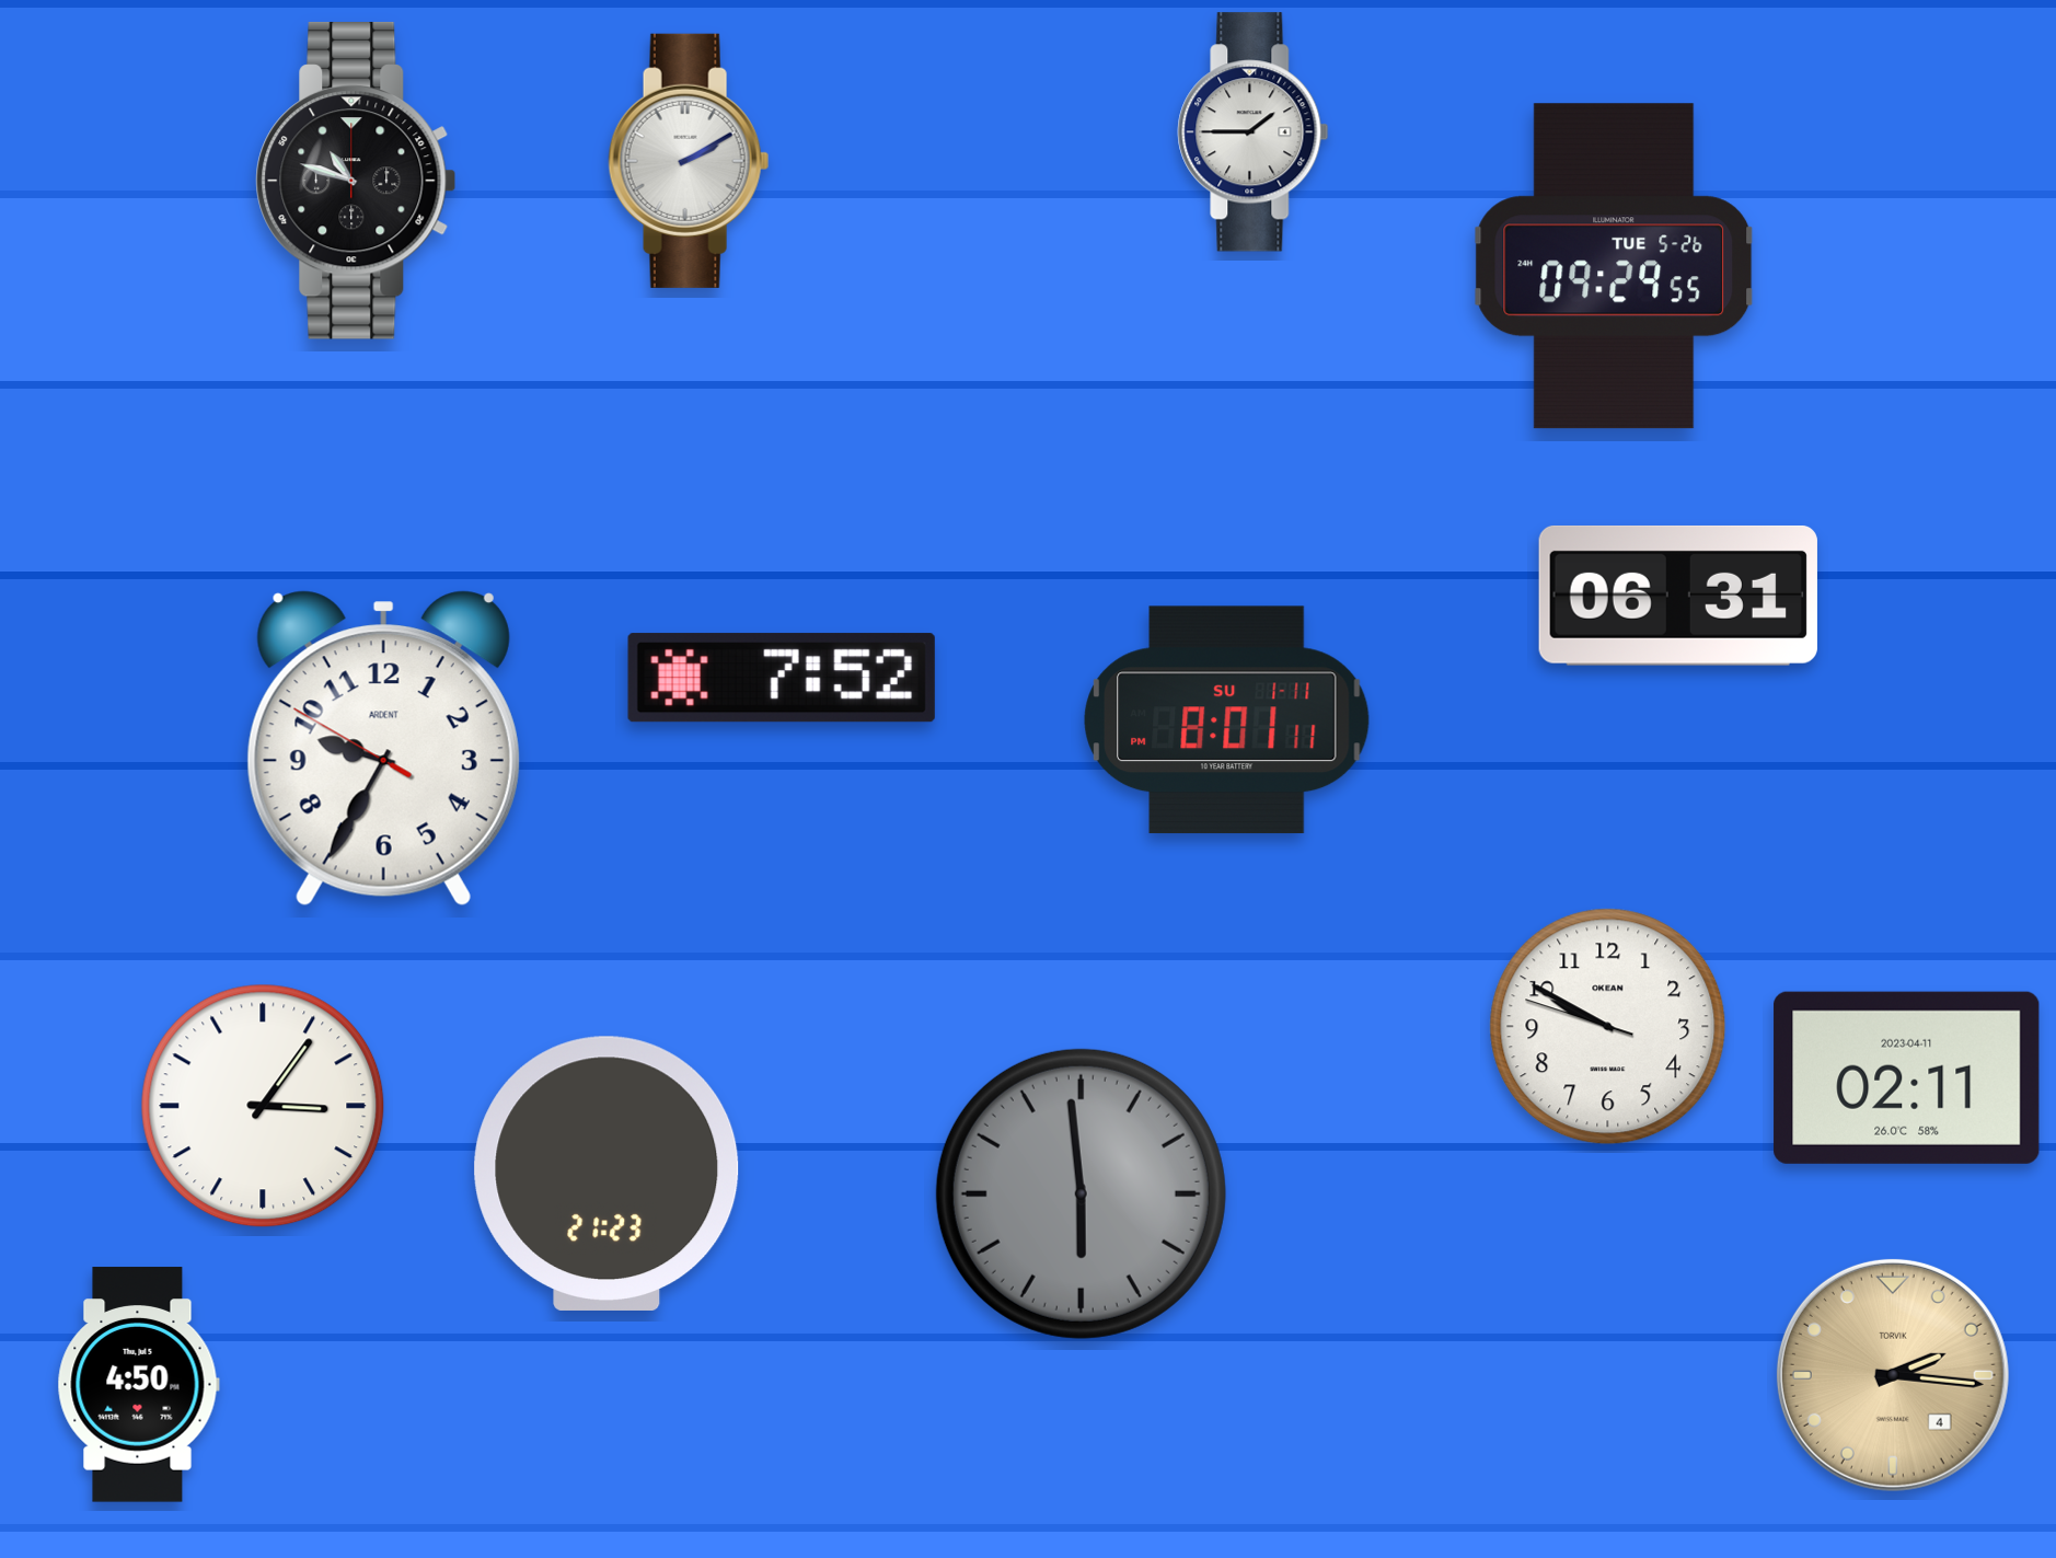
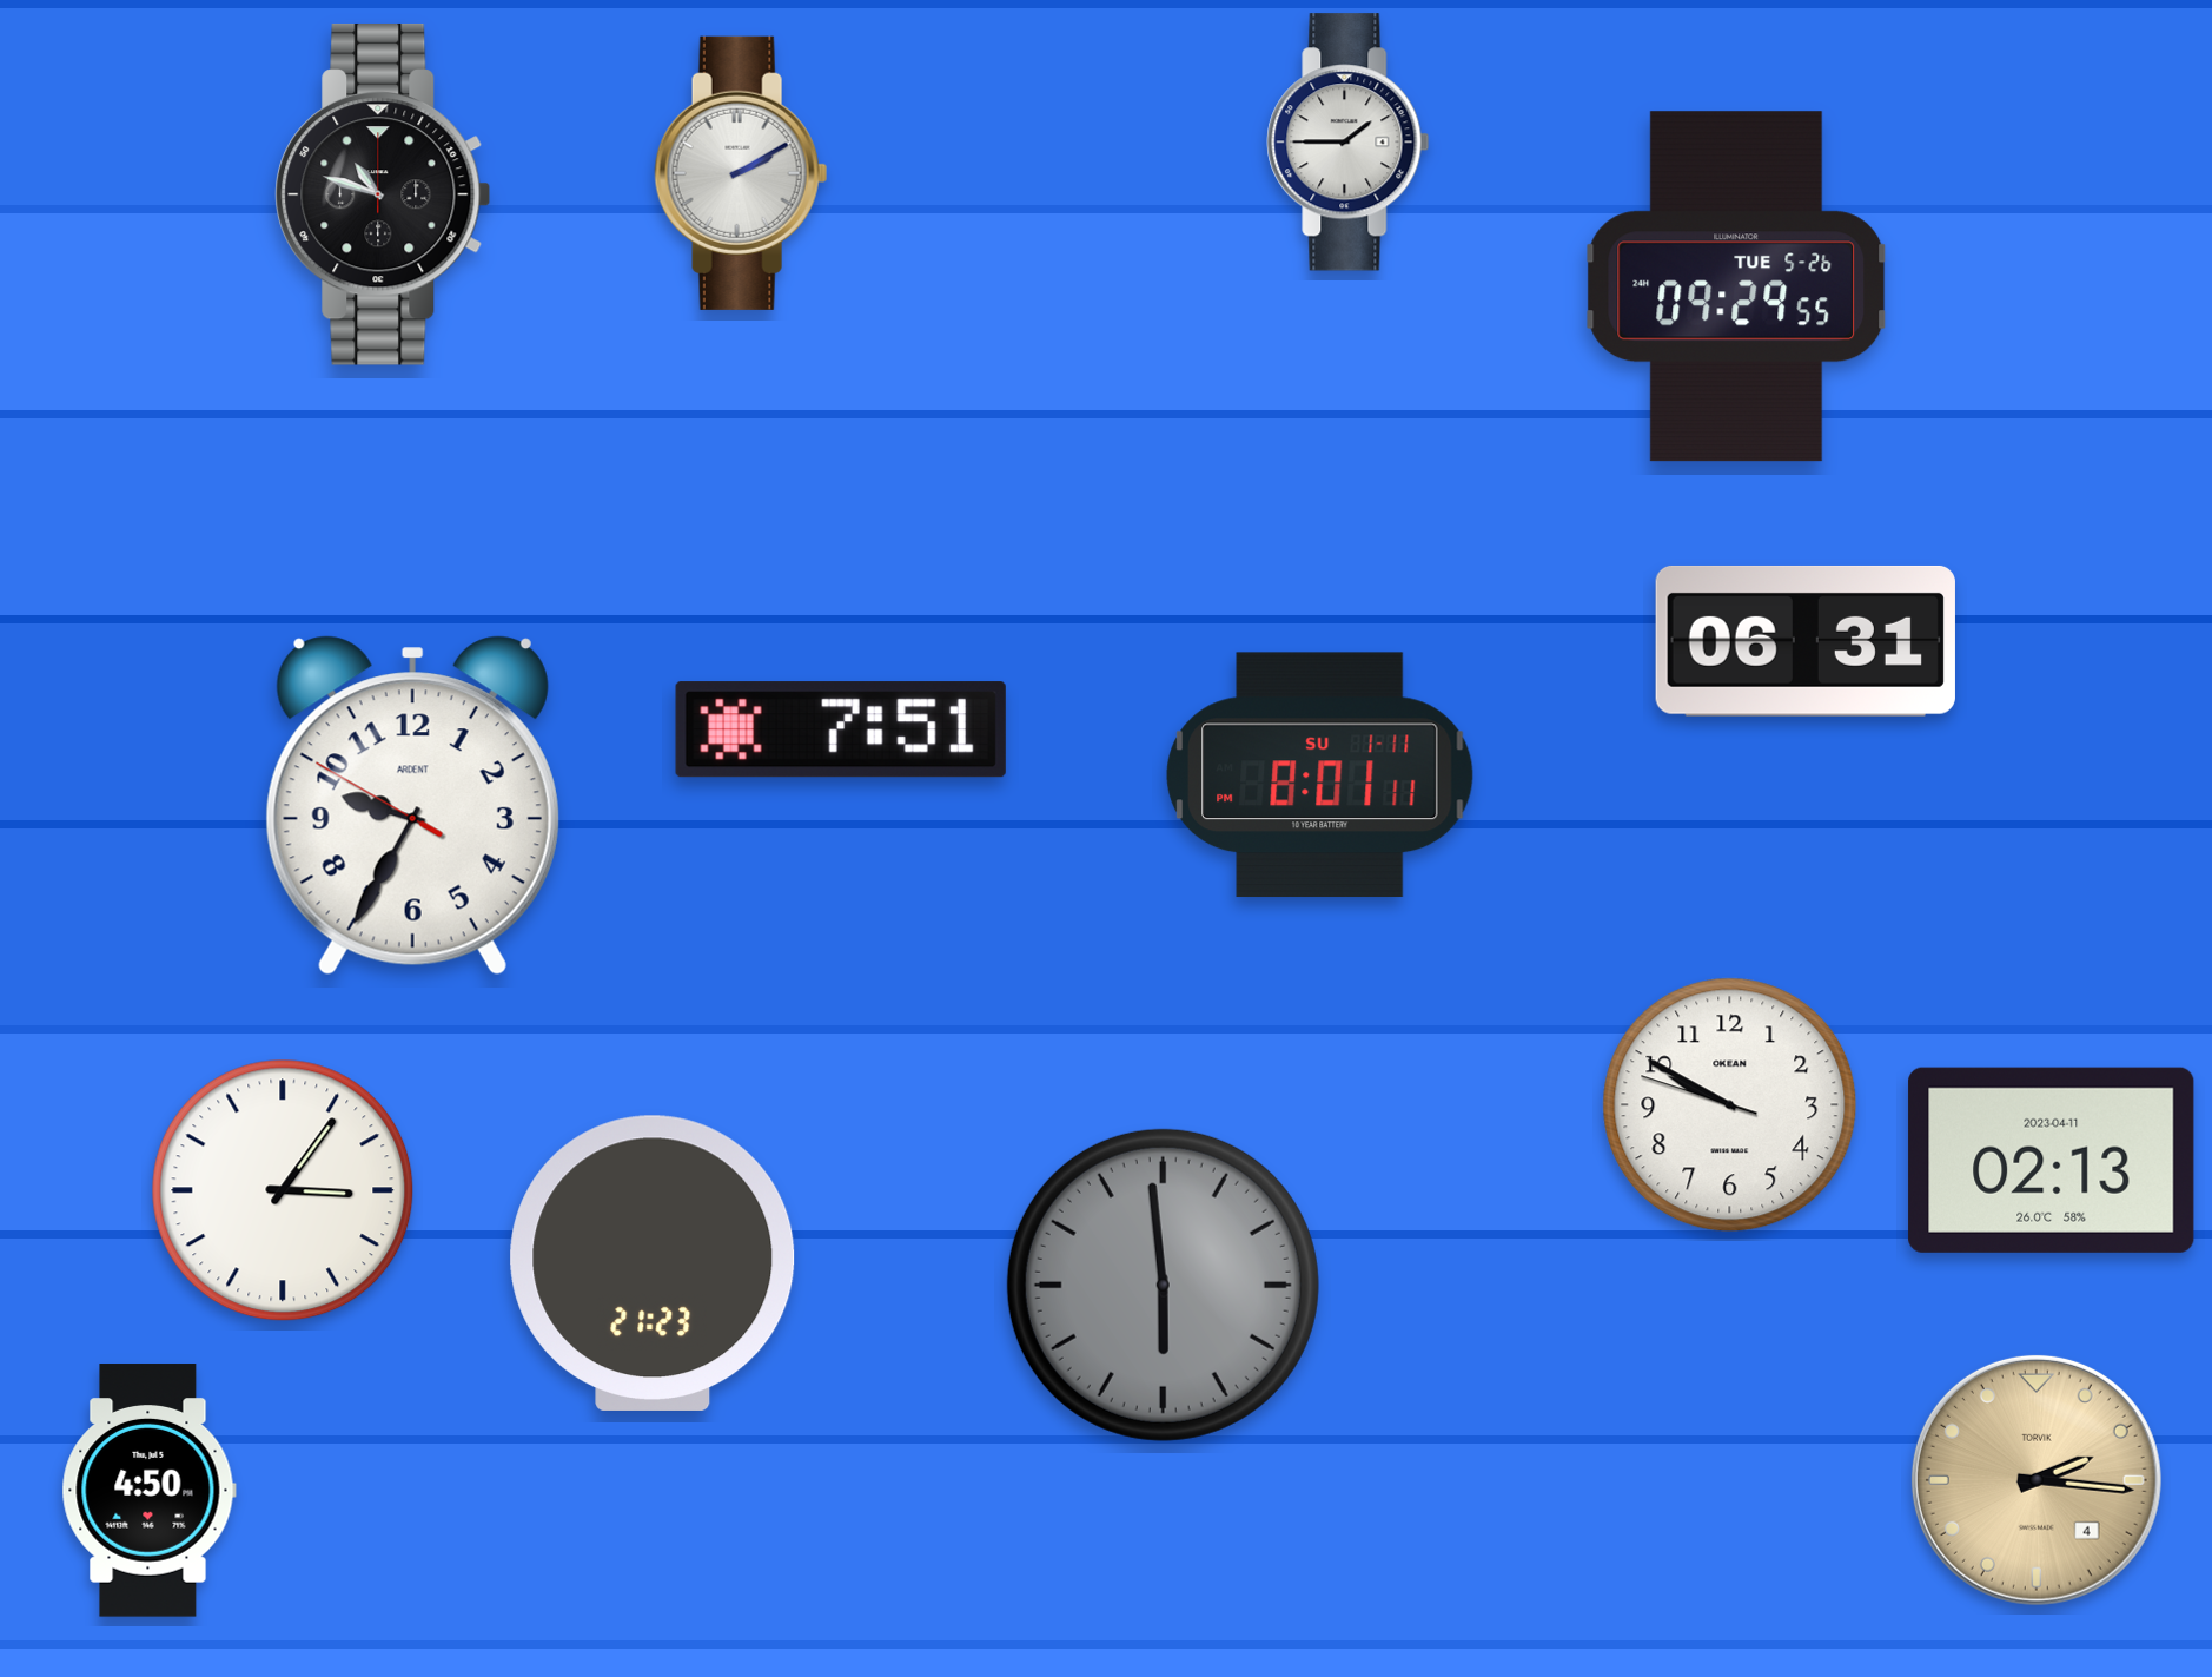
clock at (782, 678): 7:52 -> 7:51
clock at (1907, 1077): 02:11 -> 02:13
